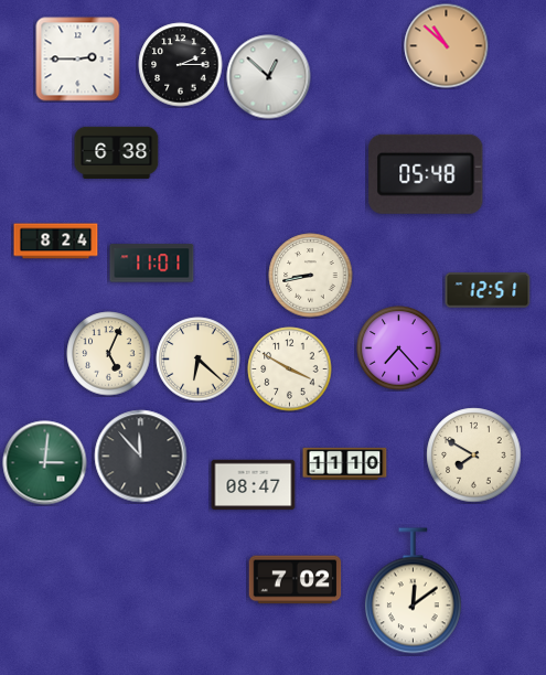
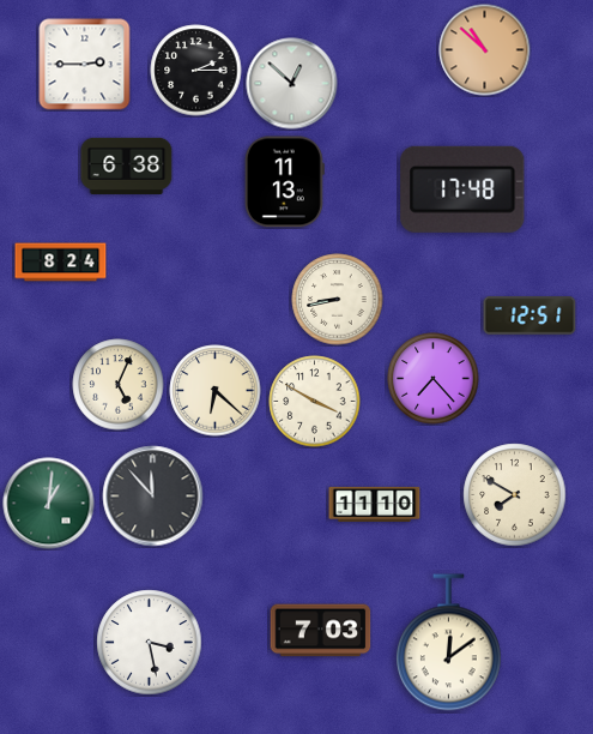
clock at (284, 182): none -> 11:13
clock at (426, 174): 05:48 -> 17:48
clock at (152, 264): 11:01 -> none
clock at (45, 463): 3:01 -> 1:01
clock at (254, 485): 08:47 -> none
clock at (296, 580): 7:02 -> 7:03
clock at (150, 643): none -> 3:28
